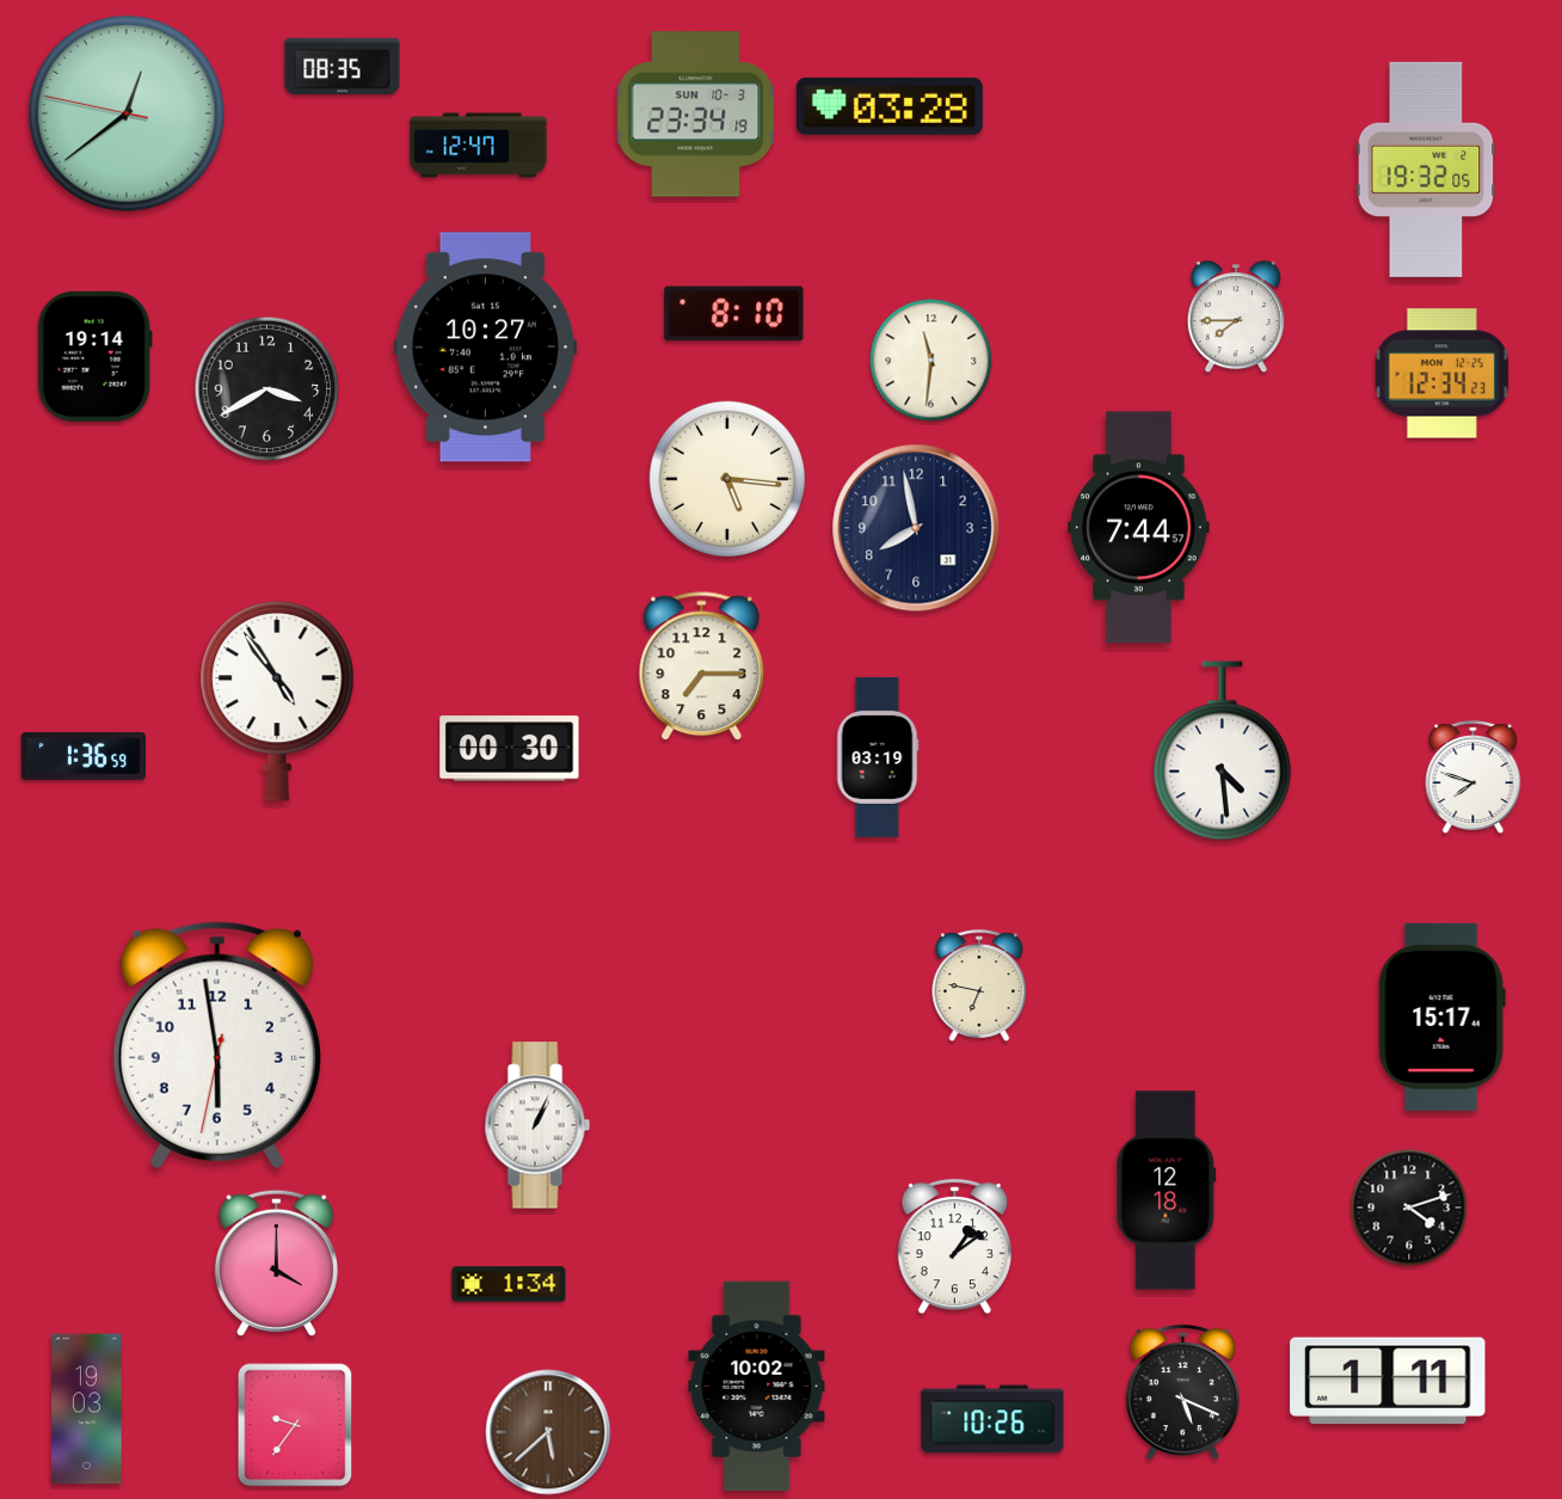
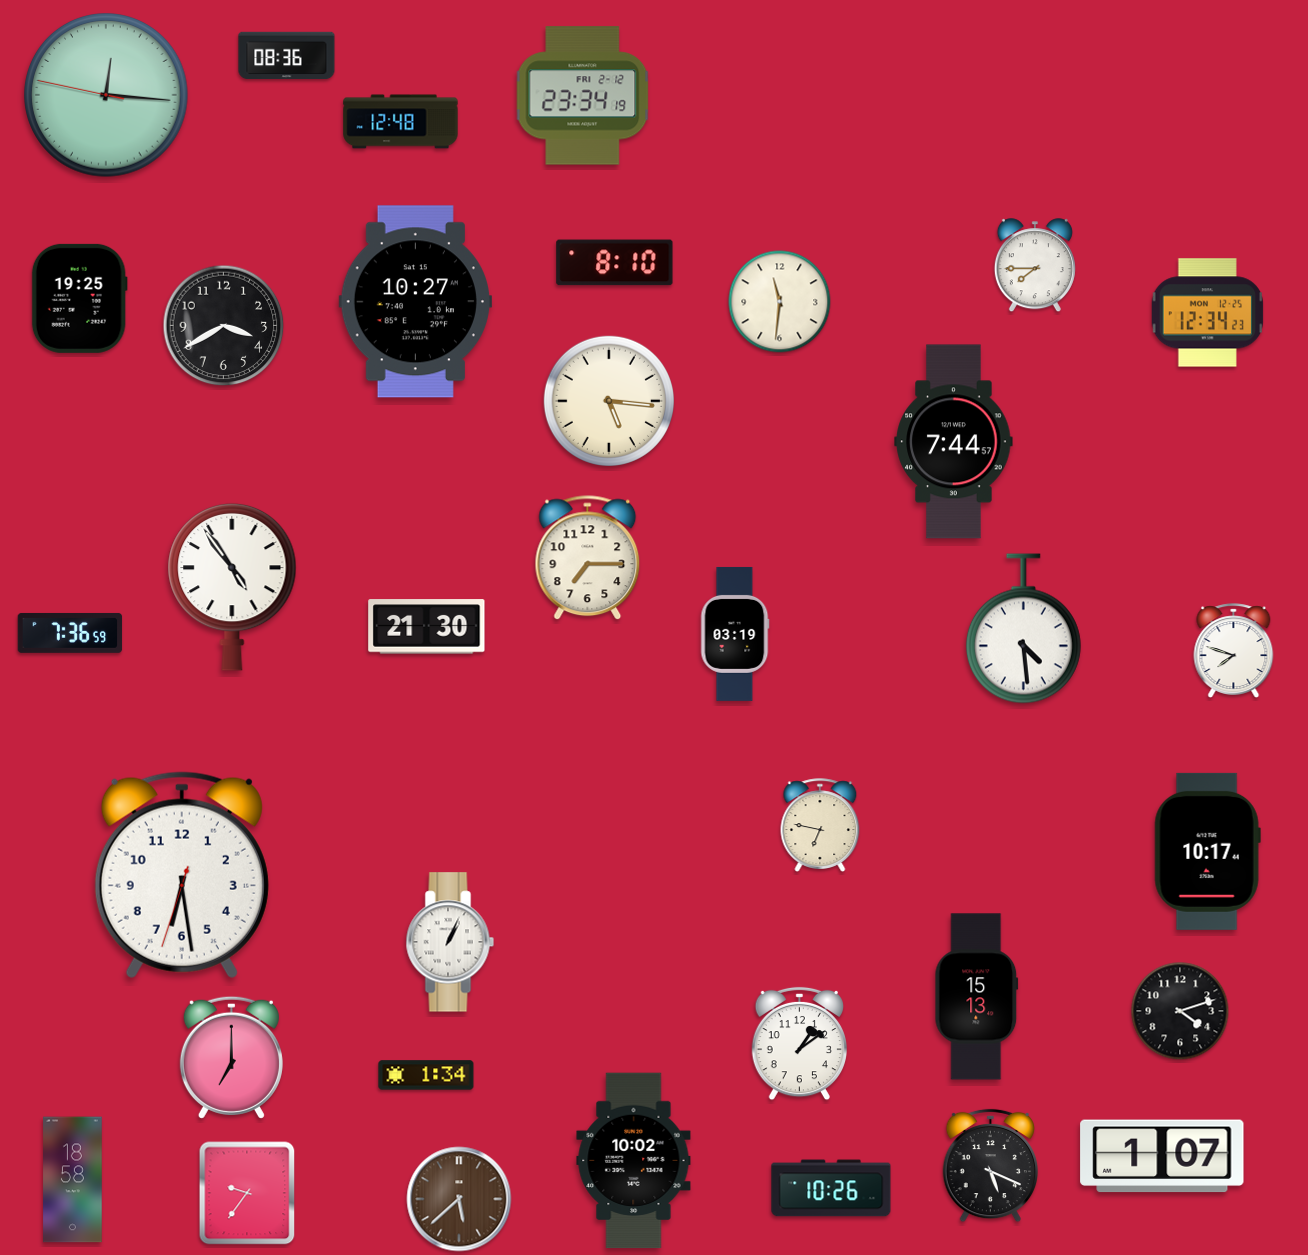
clock at (343, 67): 08:35 -> 08:36
clock at (890, 106): 03:28 -> none
clock at (127, 113): 12:38 -> 12:15
clock at (696, 115) date: SUN 10-3 -> FRI 2-12
clock at (479, 146): 12:47 -> 12:48
clock at (1426, 170): 19:32 -> none
clock at (485, 348) position: (485, 348) -> (415, 302)
clock at (94, 356): 19:14 -> 19:25
clock at (916, 528): 7:58 -> none
clock at (510, 749): 00:30 -> 21:30
clock at (84, 756): 1:36 -> 7:36
clock at (1441, 1016): 15:17 -> 10:17
clock at (217, 1045): 5:58 -> 6:28
clock at (1167, 1191): 12:18 -> 15:13
clock at (276, 1263): 4:00 -> 7:00
clock at (1388, 1381): 1:11 -> 1:07
clock at (87, 1409): 19:03 -> 18:58
